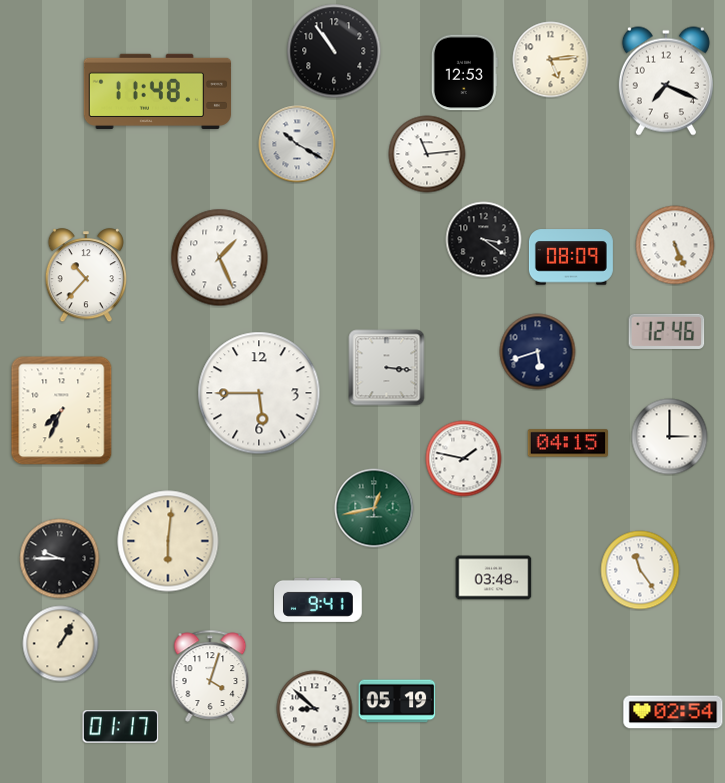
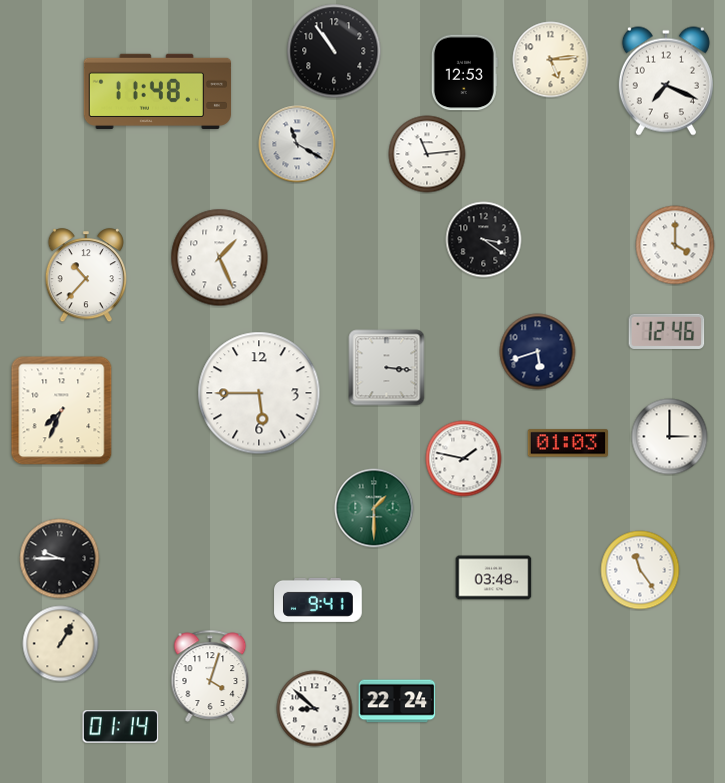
clock at (297, 144): 10:20 -> 11:20
clock at (675, 245): 5:26 -> 4:00
clock at (571, 257): 08:09 -> none
clock at (567, 443): 04:15 -> 01:03
clock at (374, 508): 12:43 -> 1:30
clock at (168, 541): 6:01 -> none
clock at (397, 701): 05:19 -> 22:24
clock at (673, 712): 02:54 -> none
clock at (121, 727): 01:17 -> 01:14
